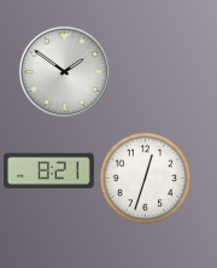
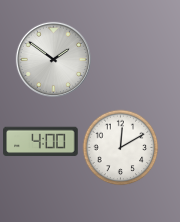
clock at (49, 171): 8:21 -> 4:00
clock at (146, 179): 12:33 -> 12:10
